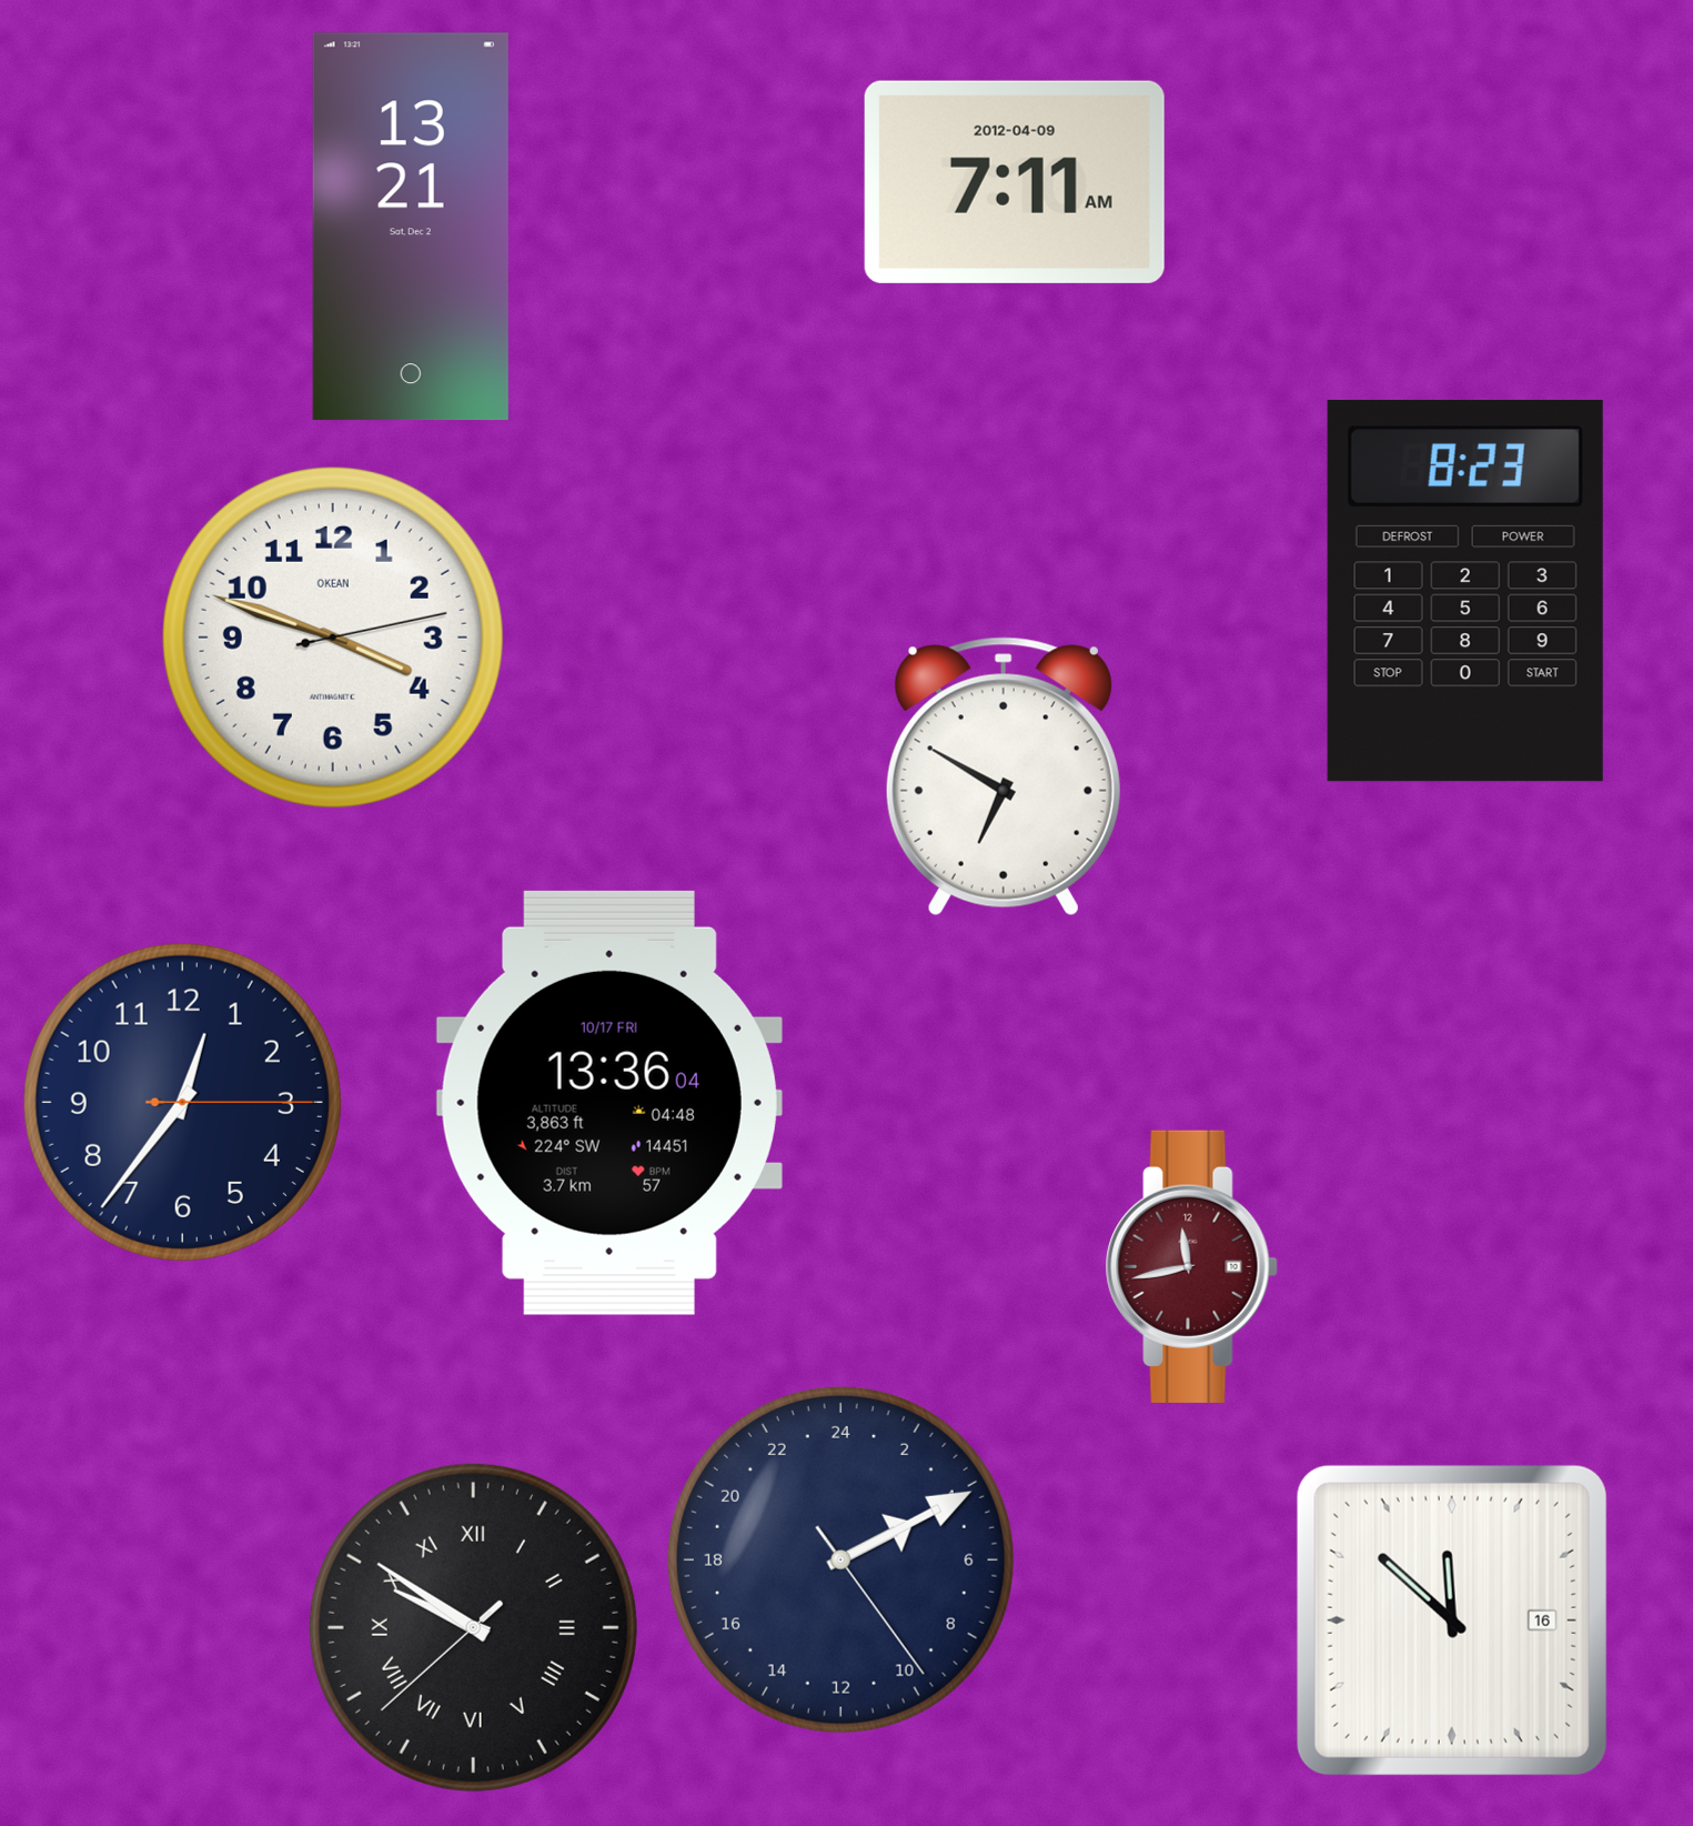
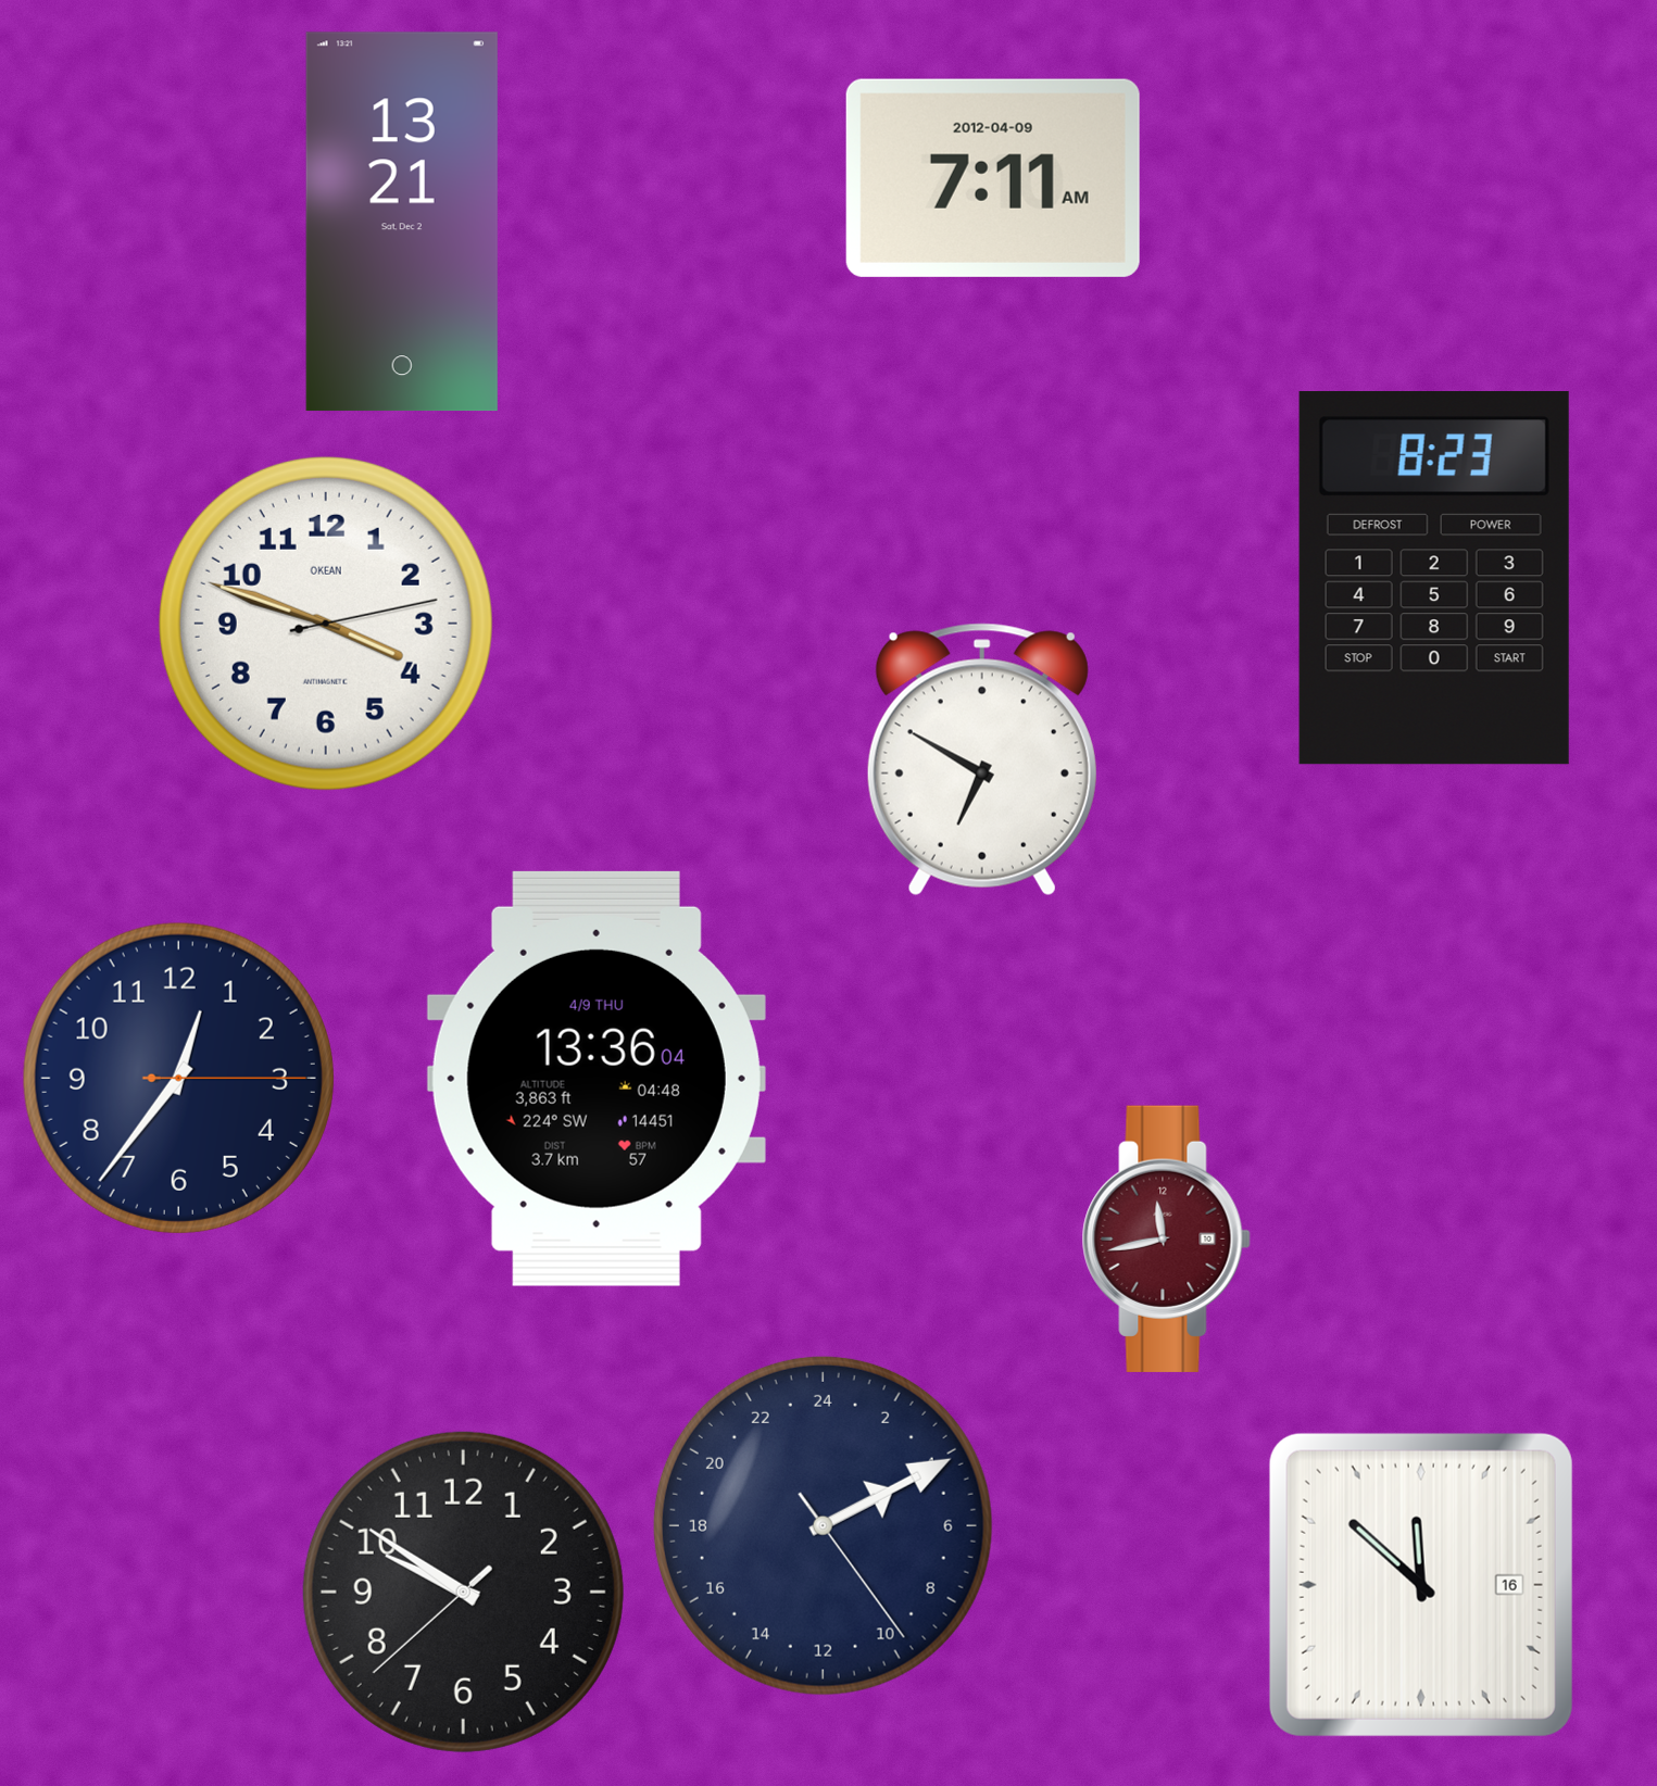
clock at (609, 1103) date: 10/17 FRI -> 4/9 THU
clock at (473, 1627) numerals: Roman -> Arabic
